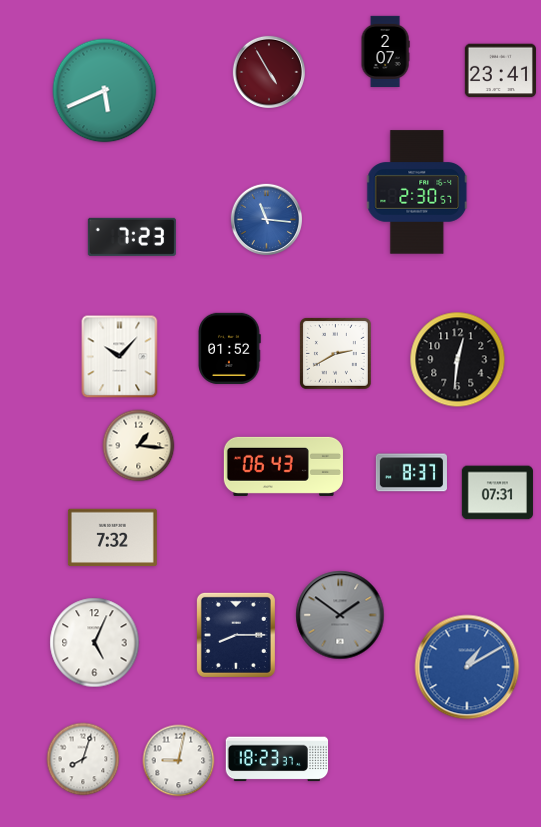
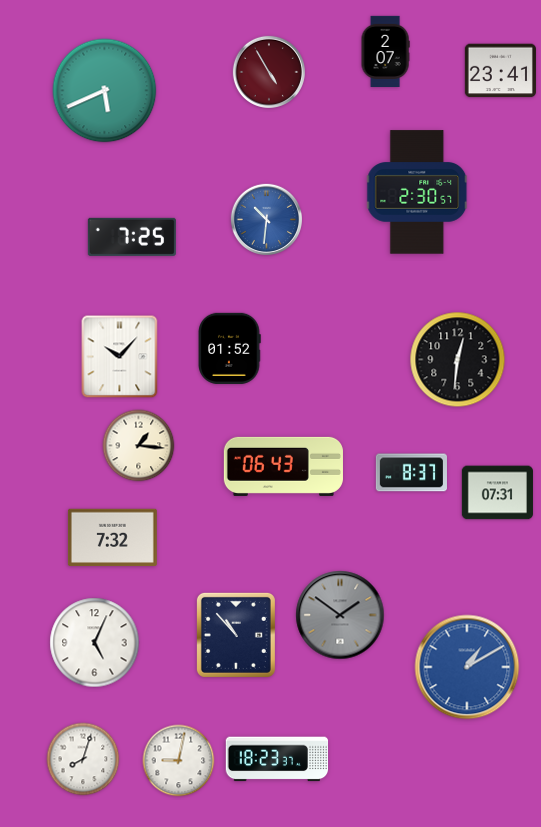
clock at (266, 219): 11:16 -> 10:31
clock at (132, 237): 7:23 -> 7:25
clock at (335, 353): 2:40 -> none
clock at (236, 635): 8:15 -> 10:53
